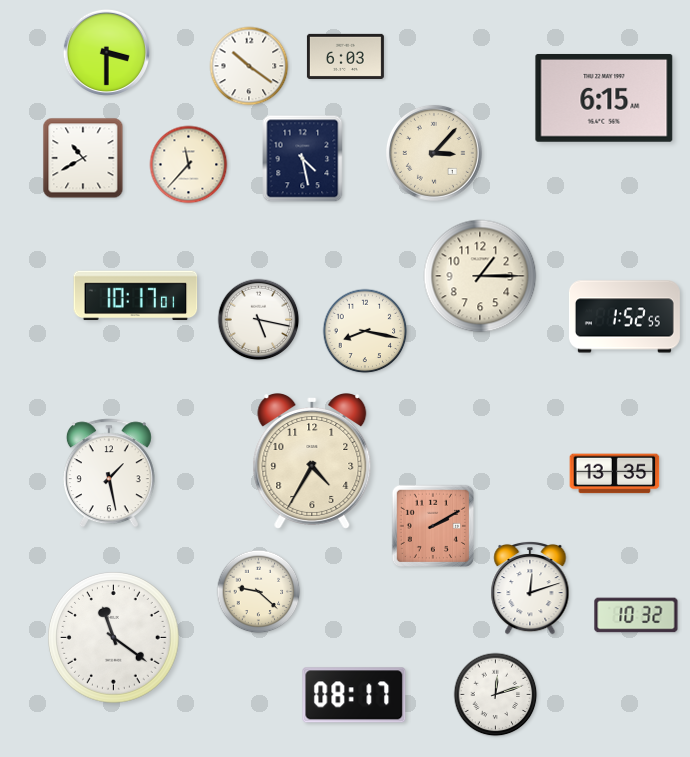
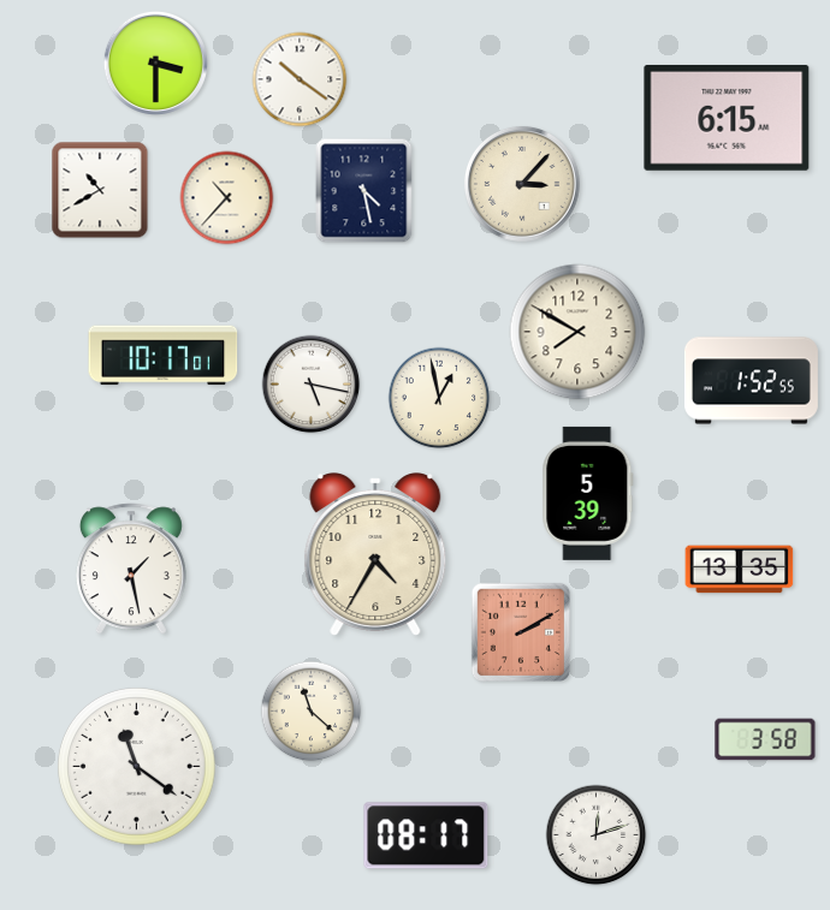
clock at (106, 52) position: (106, 52) -> (155, 63)
clock at (345, 56): 6:03 -> none
clock at (189, 165): 11:37 -> 10:37
clock at (480, 276): 1:15 -> 7:50
clock at (365, 331): 8:17 -> 12:58
clock at (588, 493): none -> 5:39
clock at (530, 588): 12:12 -> none
clock at (259, 592): 9:22 -> 11:22
clock at (636, 615): 10:32 -> 3:58
